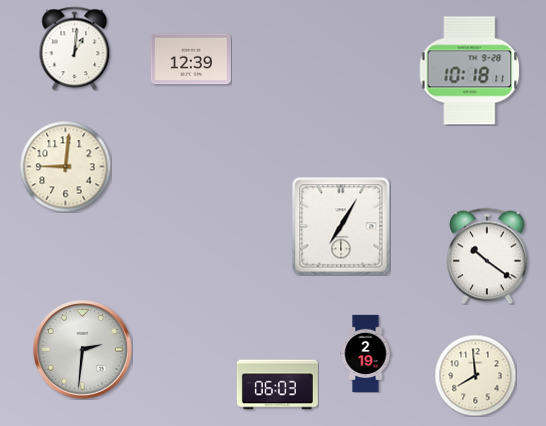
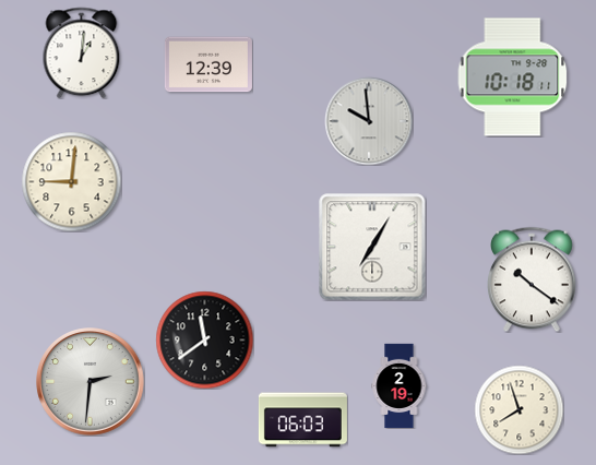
clock at (369, 121): none -> 9:59
clock at (204, 339): none -> 11:39
clock at (475, 375): 7:59 -> 7:57
